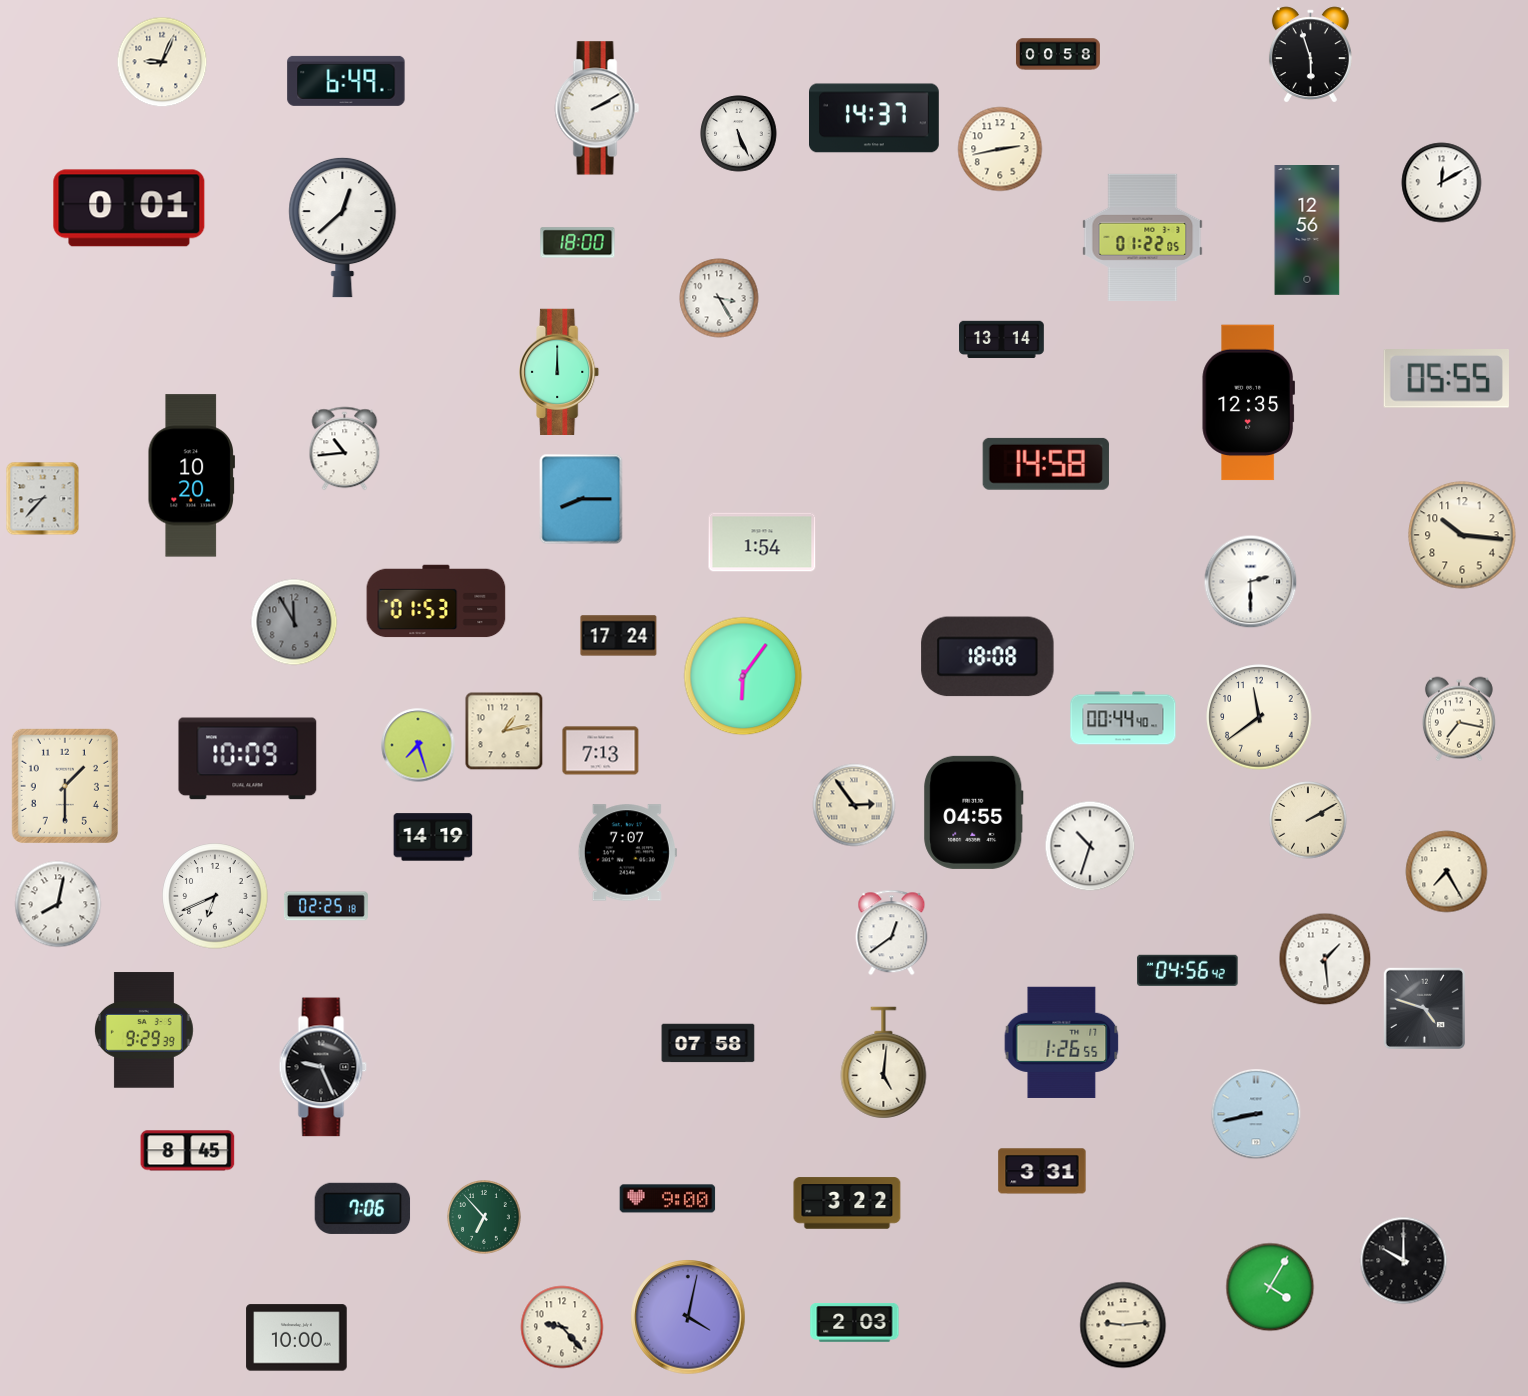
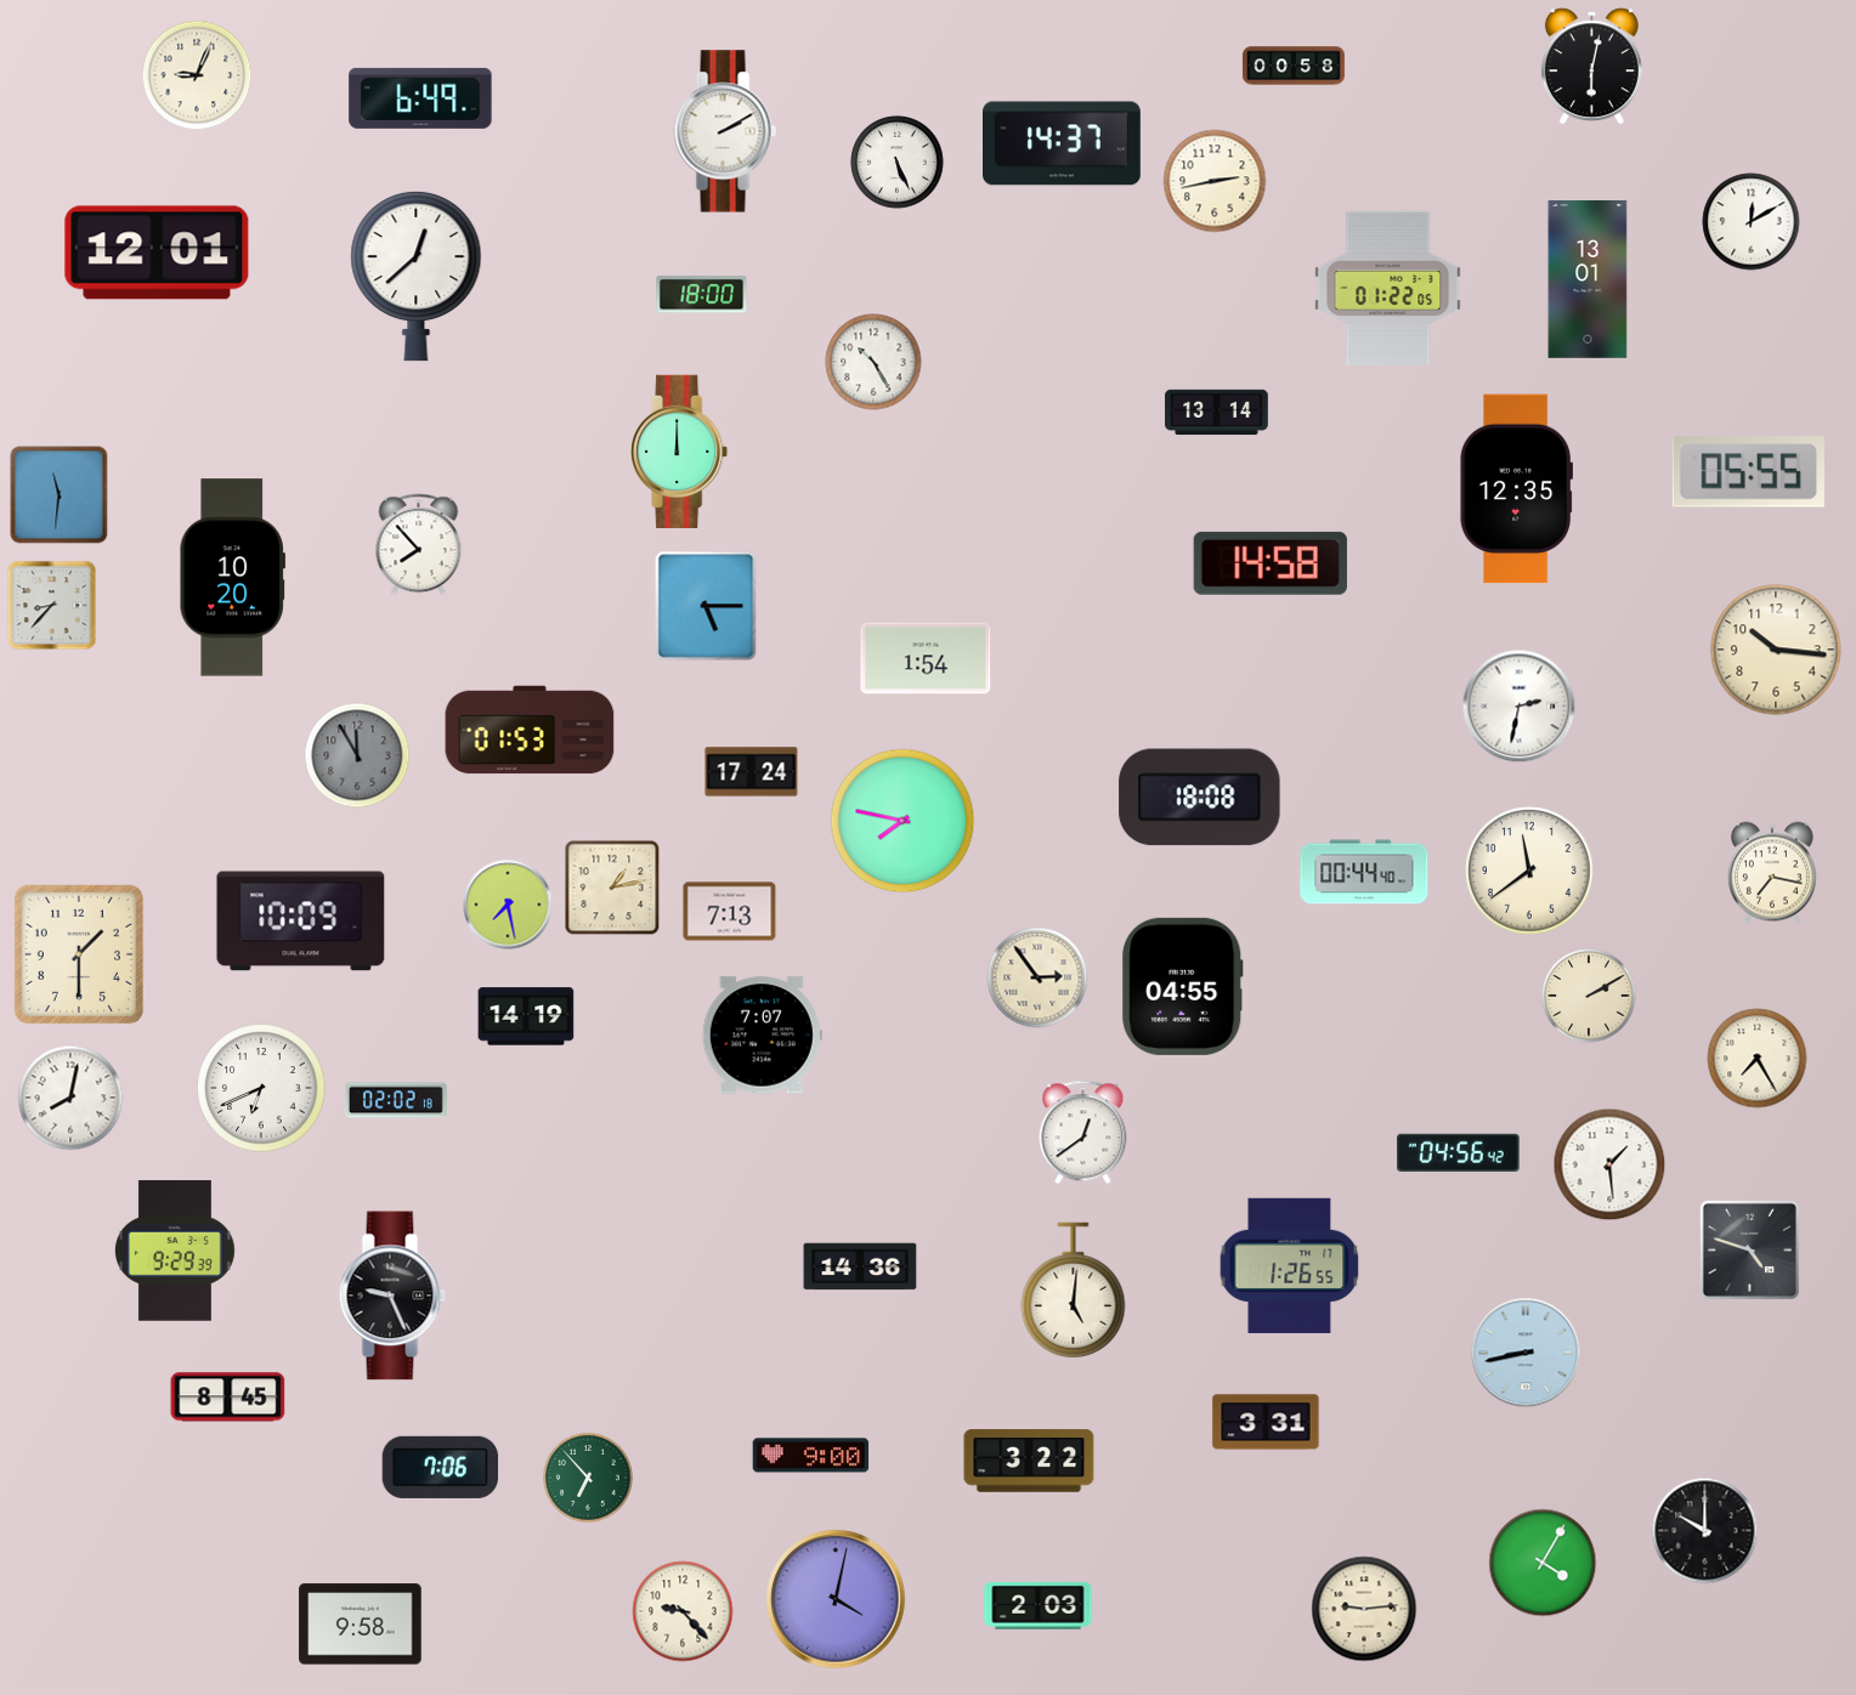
clock at (1058, 54) position: (1058, 54) -> (1294, 66)
clock at (1310, 55): 5:57 -> 6:02
clock at (129, 208): 0:01 -> 12:01
clock at (1307, 231): 12:56 -> 13:01
clock at (719, 298): 3:25 -> 10:25
clock at (1446, 379) position: (1446, 379) -> (1748, 472)
clock at (60, 495): none -> 11:31
clock at (345, 449): 10:44 -> 7:53
clock at (581, 499): 8:15 -> 5:15
clock at (1251, 582): 2:30 -> 2:32
clock at (743, 676): 6:06 -> 7:47
clock at (418, 745): 7:27 -> 7:28
clock at (1090, 846): 10:33 -> none
clock at (326, 906): 02:25 -> 02:02
clock at (1188, 970) position: (1188, 970) -> (1459, 1152)
clock at (1424, 1008) position: (1424, 1008) -> (1749, 1249)
clock at (708, 1043): 07:58 -> 14:36
clock at (297, 1338): 10:00 -> 9:58
